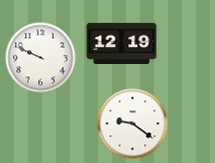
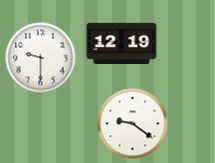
clock at (41, 58): 9:49 -> 9:30
